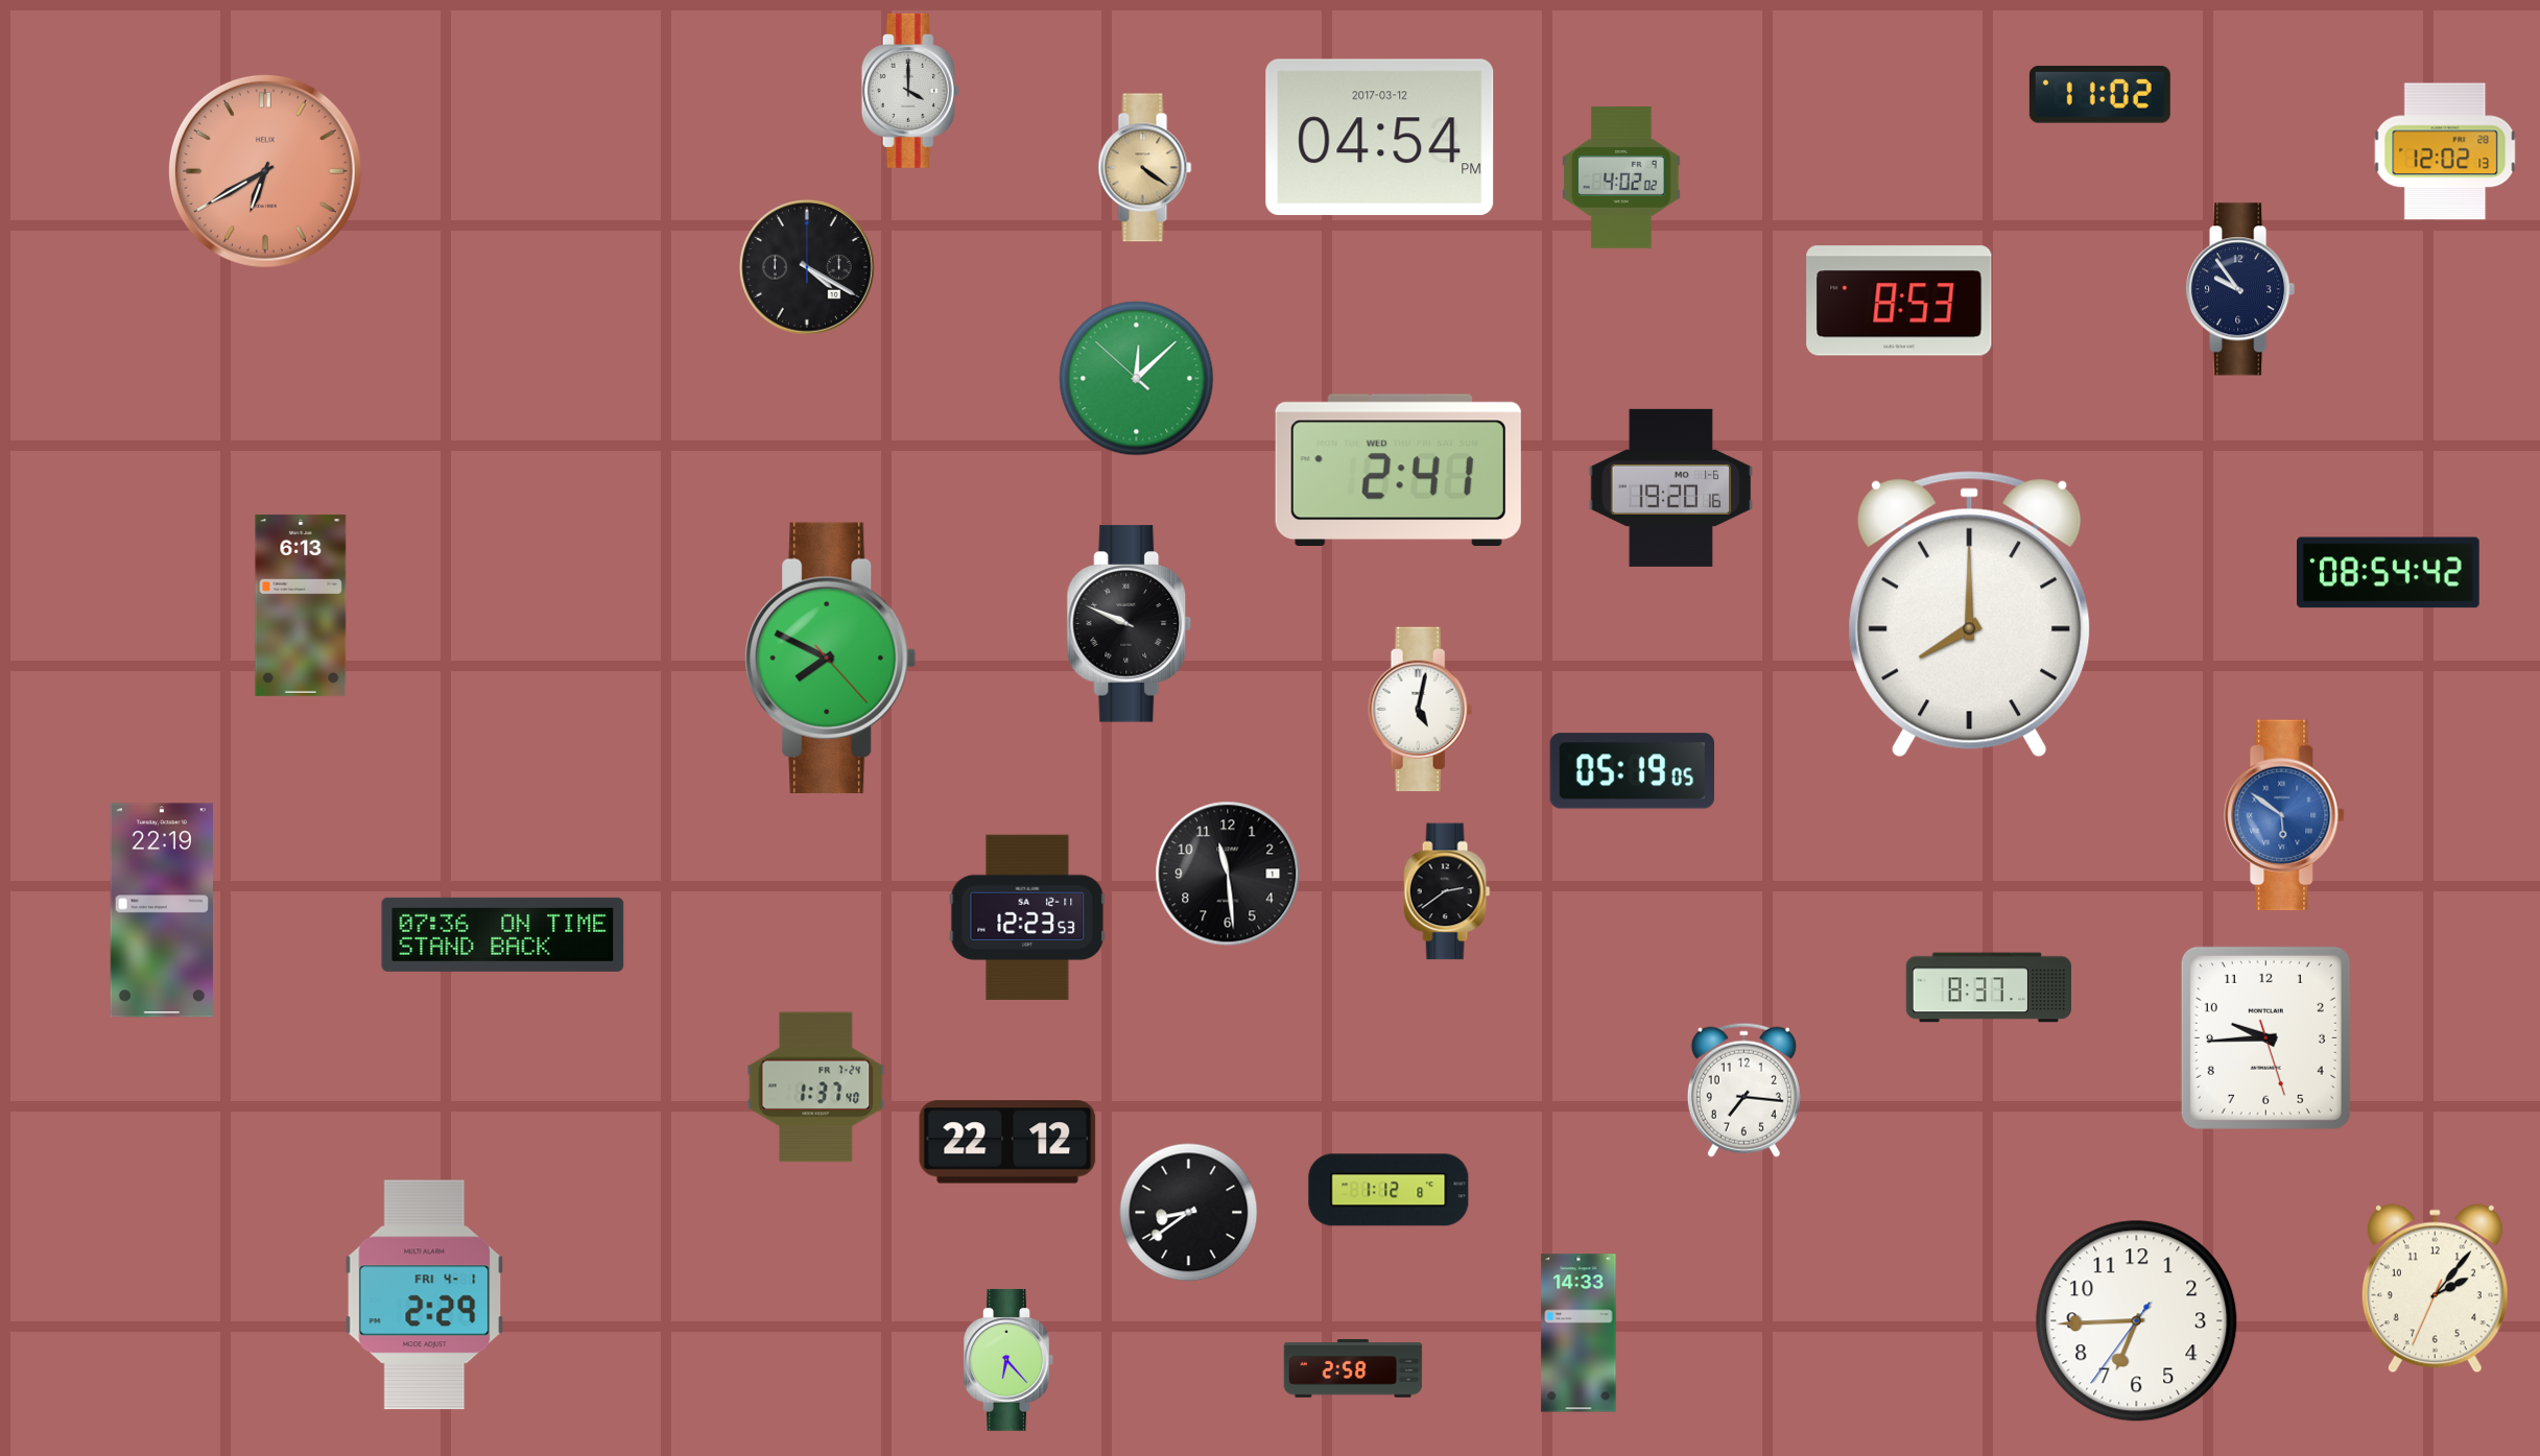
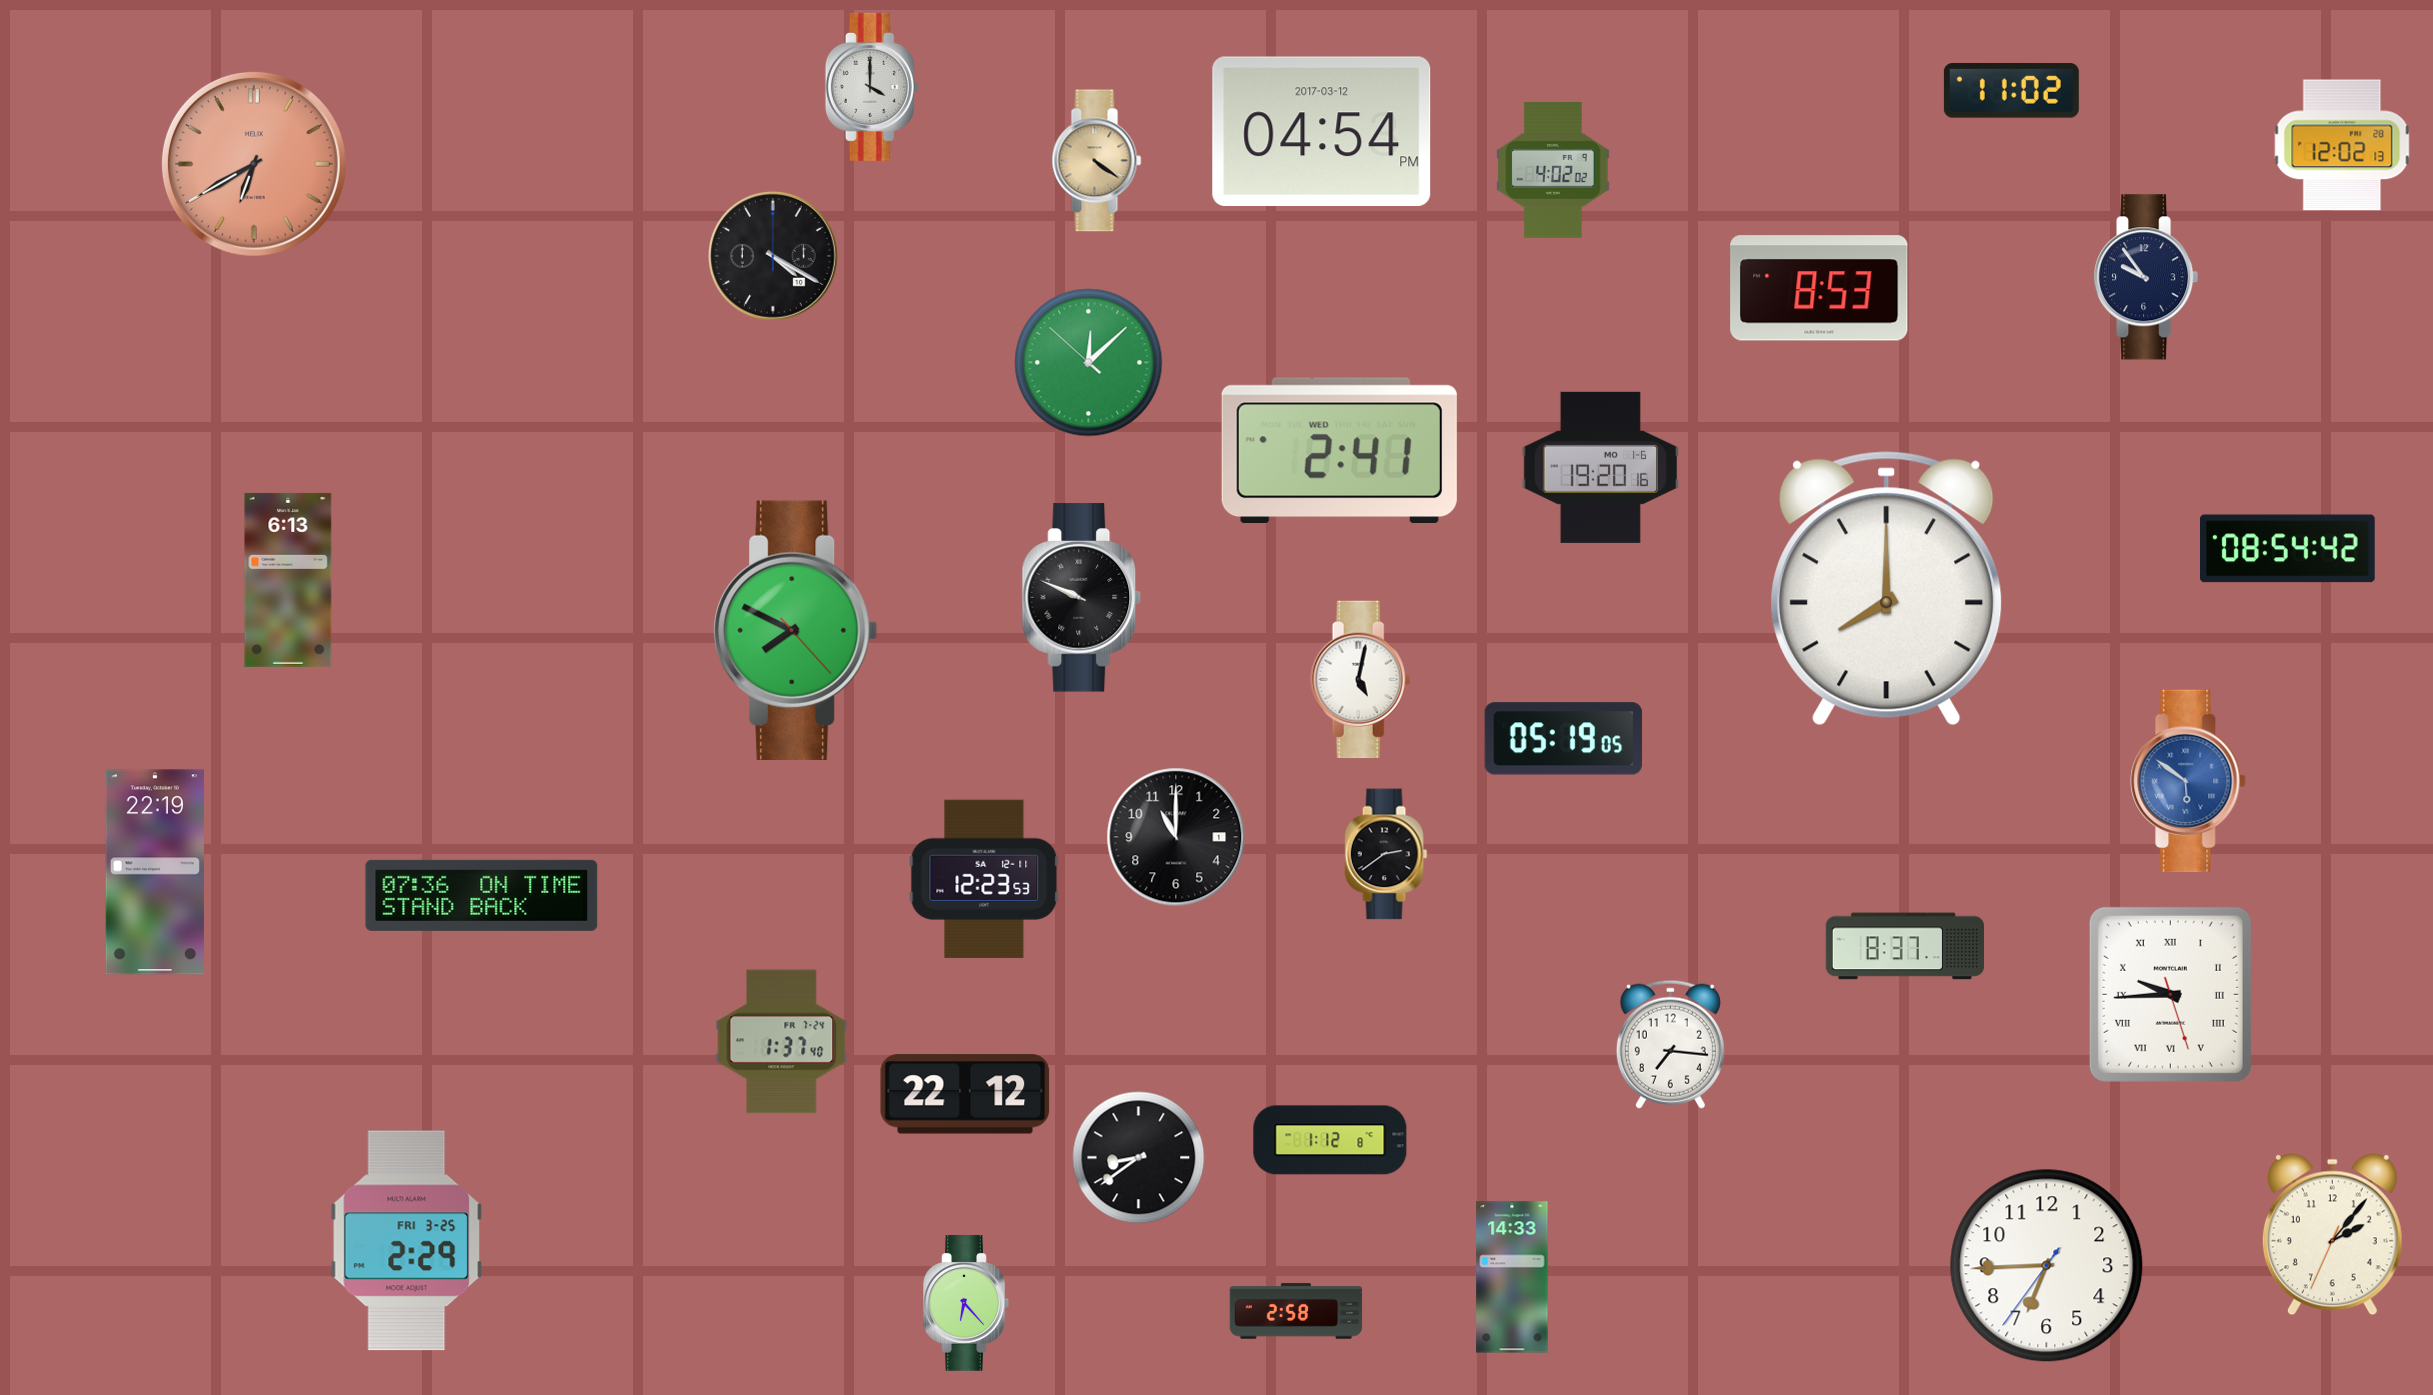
clock at (1228, 874): 11:29 -> 11:00
clock at (2265, 1037) numerals: Arabic -> Roman
clock at (1189, 1213) position: (1189, 1213) -> (1139, 1158)
clock at (425, 1295) date: FRI 4-1 -> FRI 3-25
